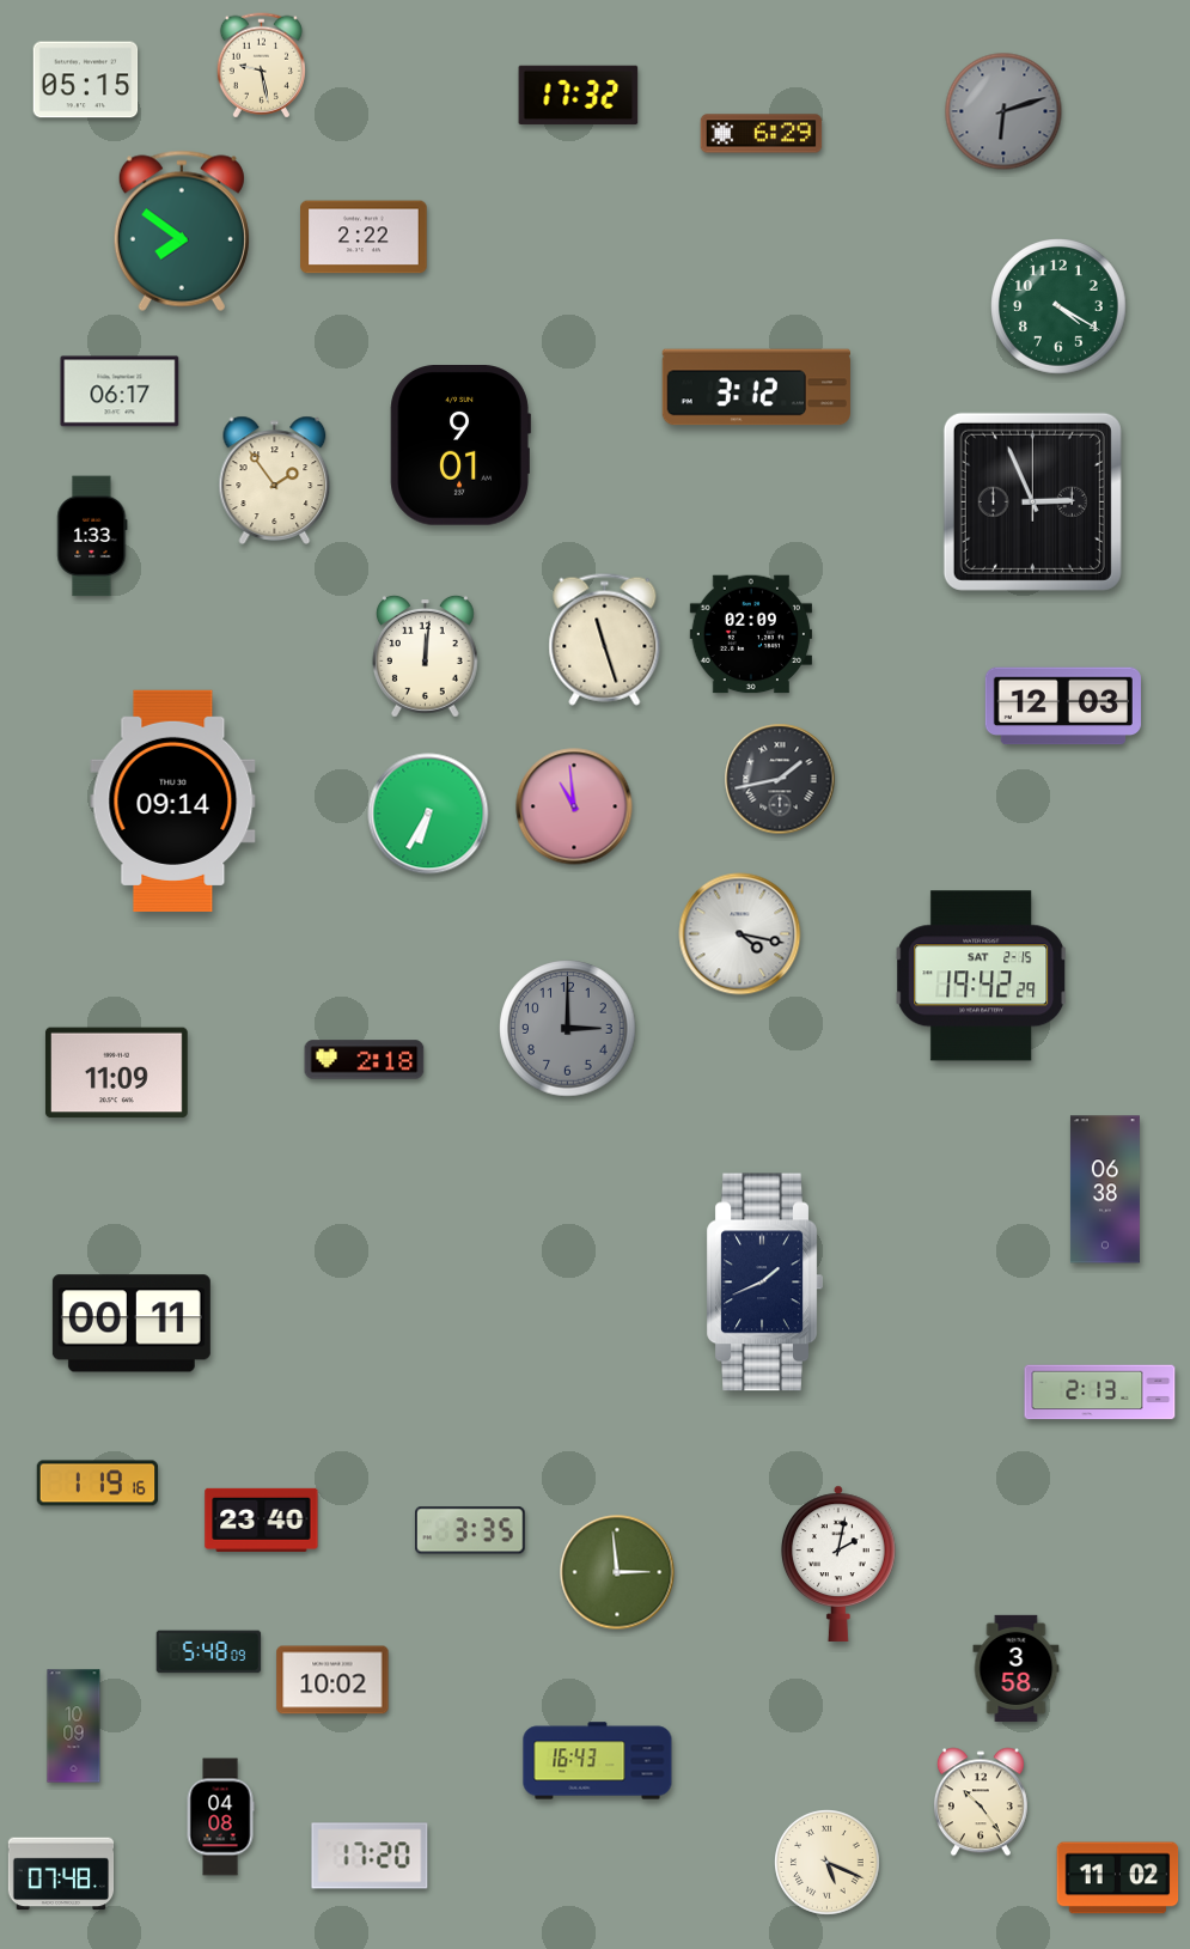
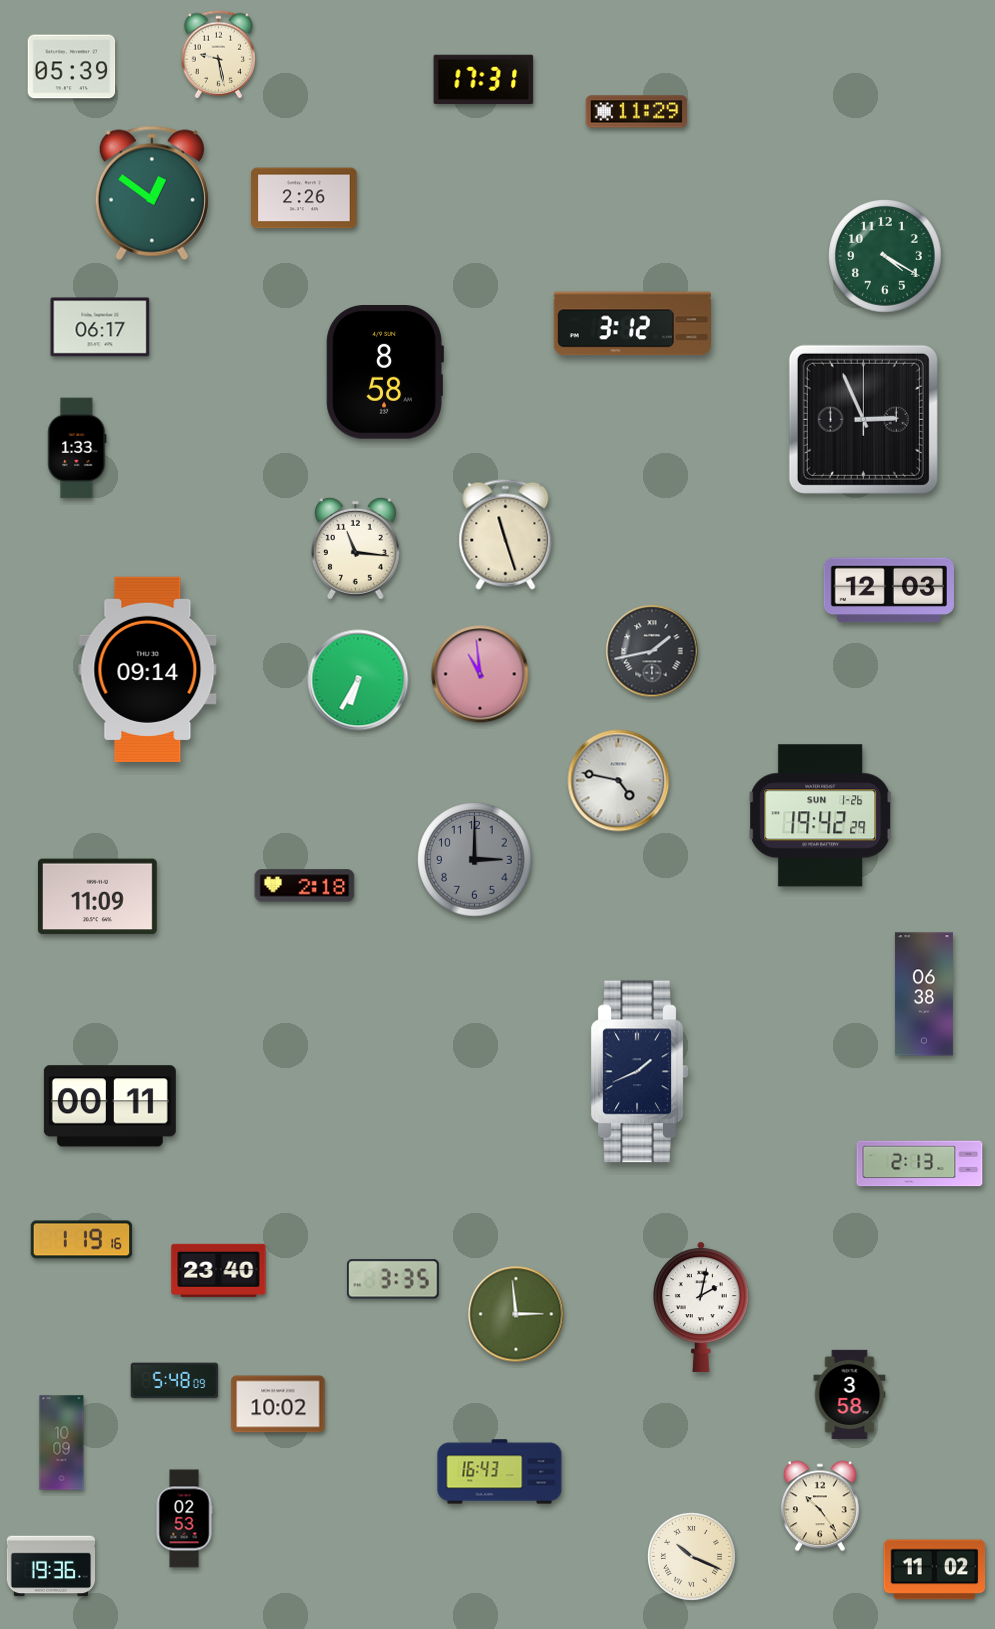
clock at (86, 80): 05:15 -> 05:39
clock at (579, 96): 17:32 -> 17:31
clock at (1003, 111): 6:12 -> none
clock at (762, 134): 6:29 -> 11:29
clock at (182, 231): 7:51 -> 12:51
clock at (364, 237): 2:22 -> 2:26
clock at (460, 446): 9:01 -> 8:58
clock at (275, 480): 1:54 -> none
clock at (751, 634): 02:09 -> none
clock at (425, 656): 12:01 -> 11:16
clock at (173, 800) position: (173, 800) -> (148, 669)
clock at (740, 934): 4:17 -> 4:47
clock at (982, 976) date: SAT 2-15 -> SUN 1-26
clock at (220, 1817): 04:08 -> 02:53
clock at (370, 1856): 17:20 -> none
clock at (828, 1863): 5:19 -> 10:19
clock at (61, 1874): 07:48 -> 19:36
